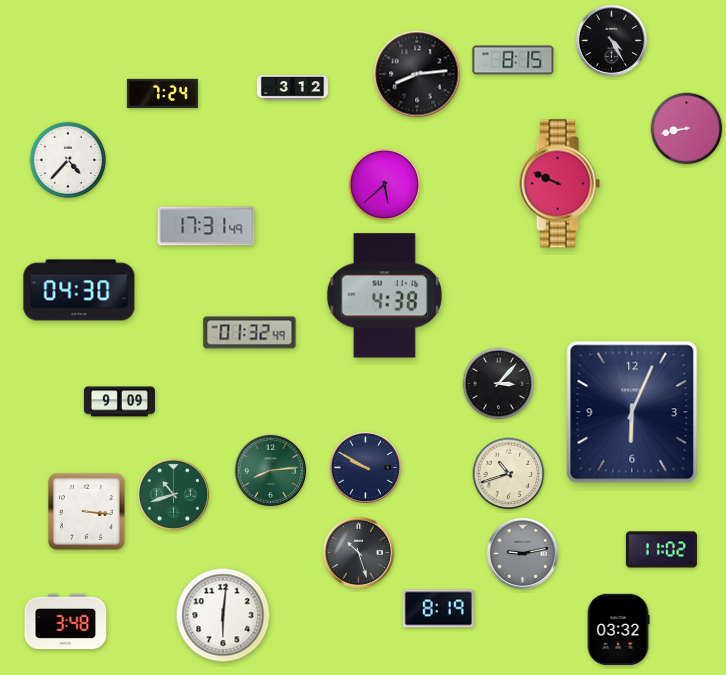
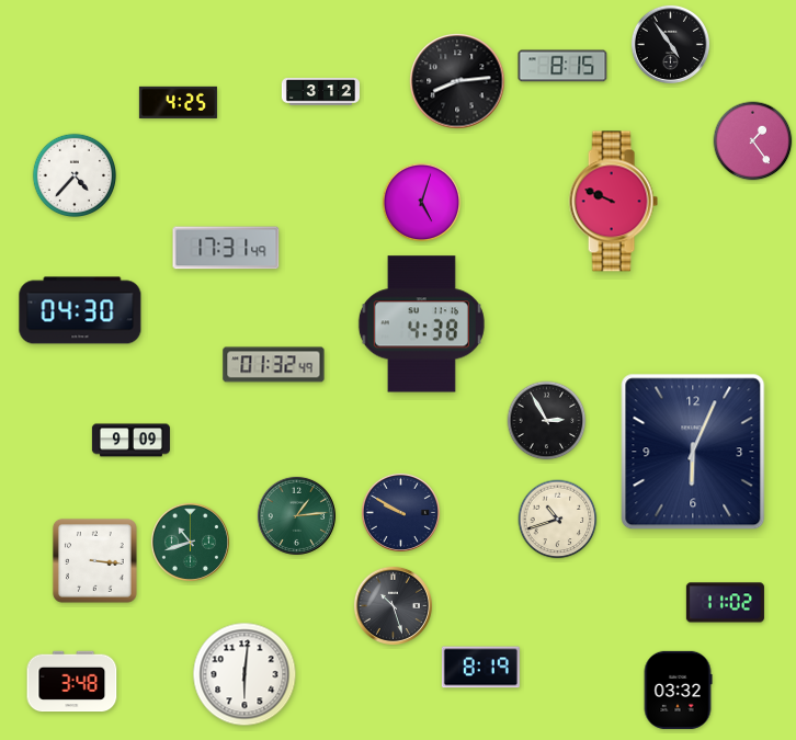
clock at (611, 40): 4:25 -> 4:54
clock at (292, 88) position: (292, 88) -> (320, 92)
clock at (162, 93): 7:24 -> 4:25
clock at (687, 129): 8:43 -> 1:24
clock at (385, 185): 5:38 -> 5:03
clock at (79, 290) position: (79, 290) -> (80, 310)
clock at (499, 384): 3:07 -> 2:55
clock at (270, 470): 8:14 -> 1:14
clock at (522, 553): 9:13 -> none
